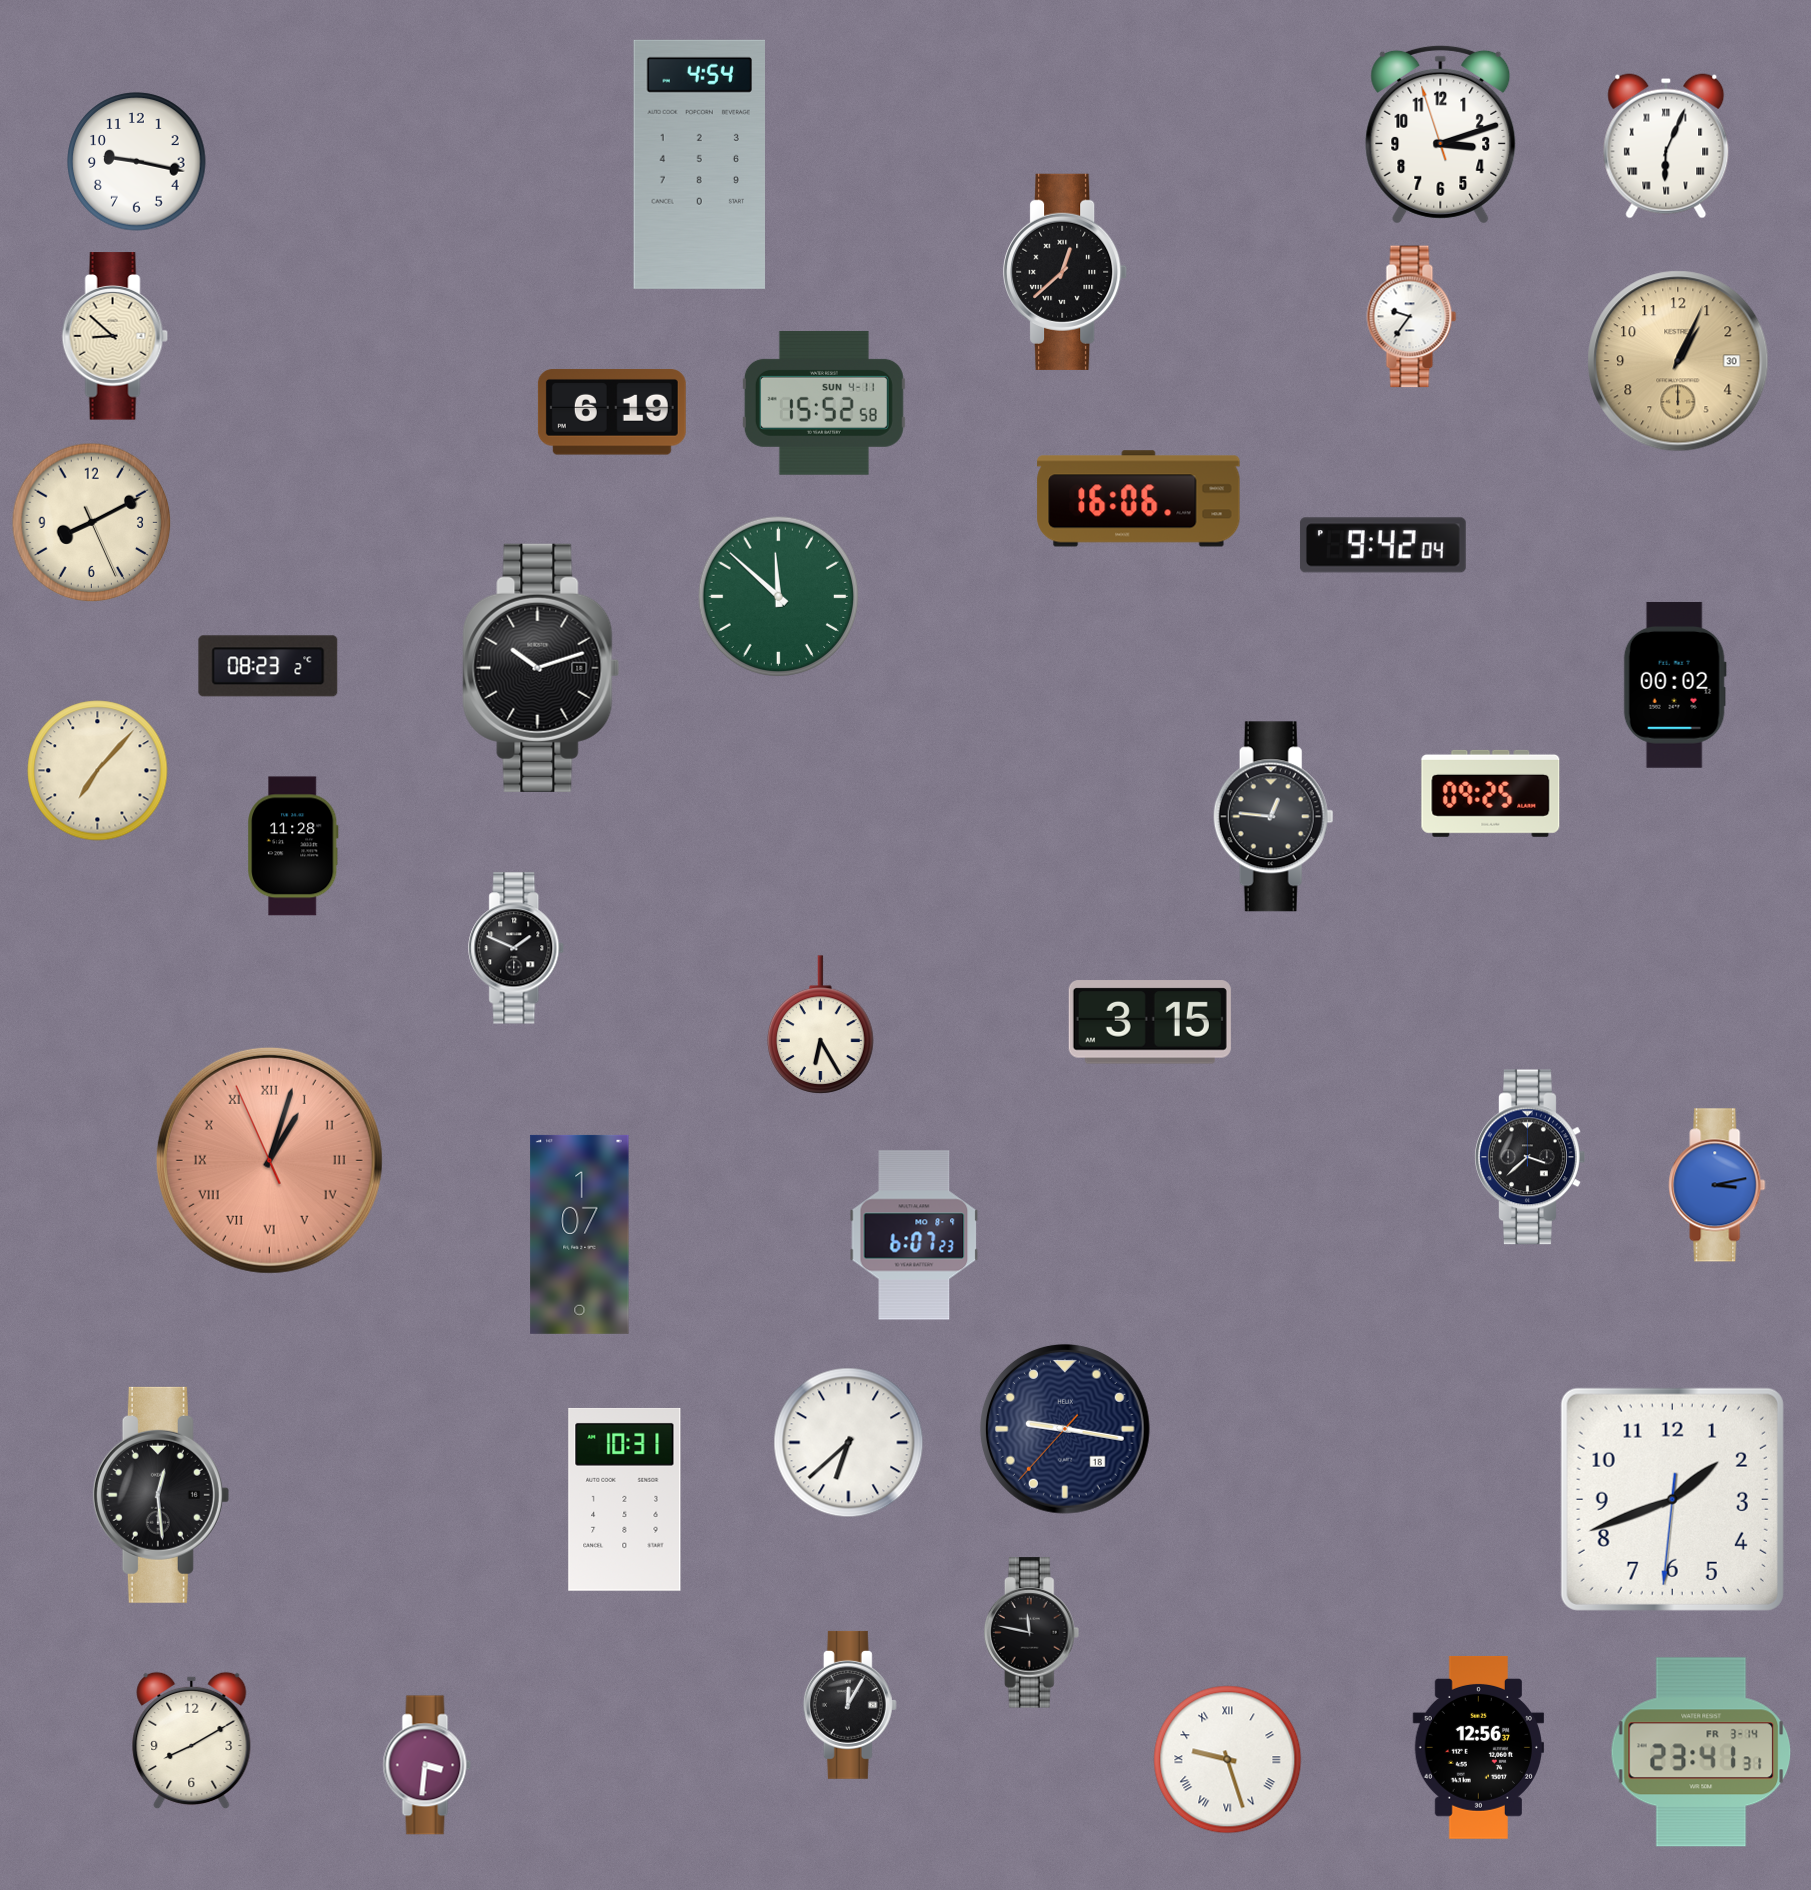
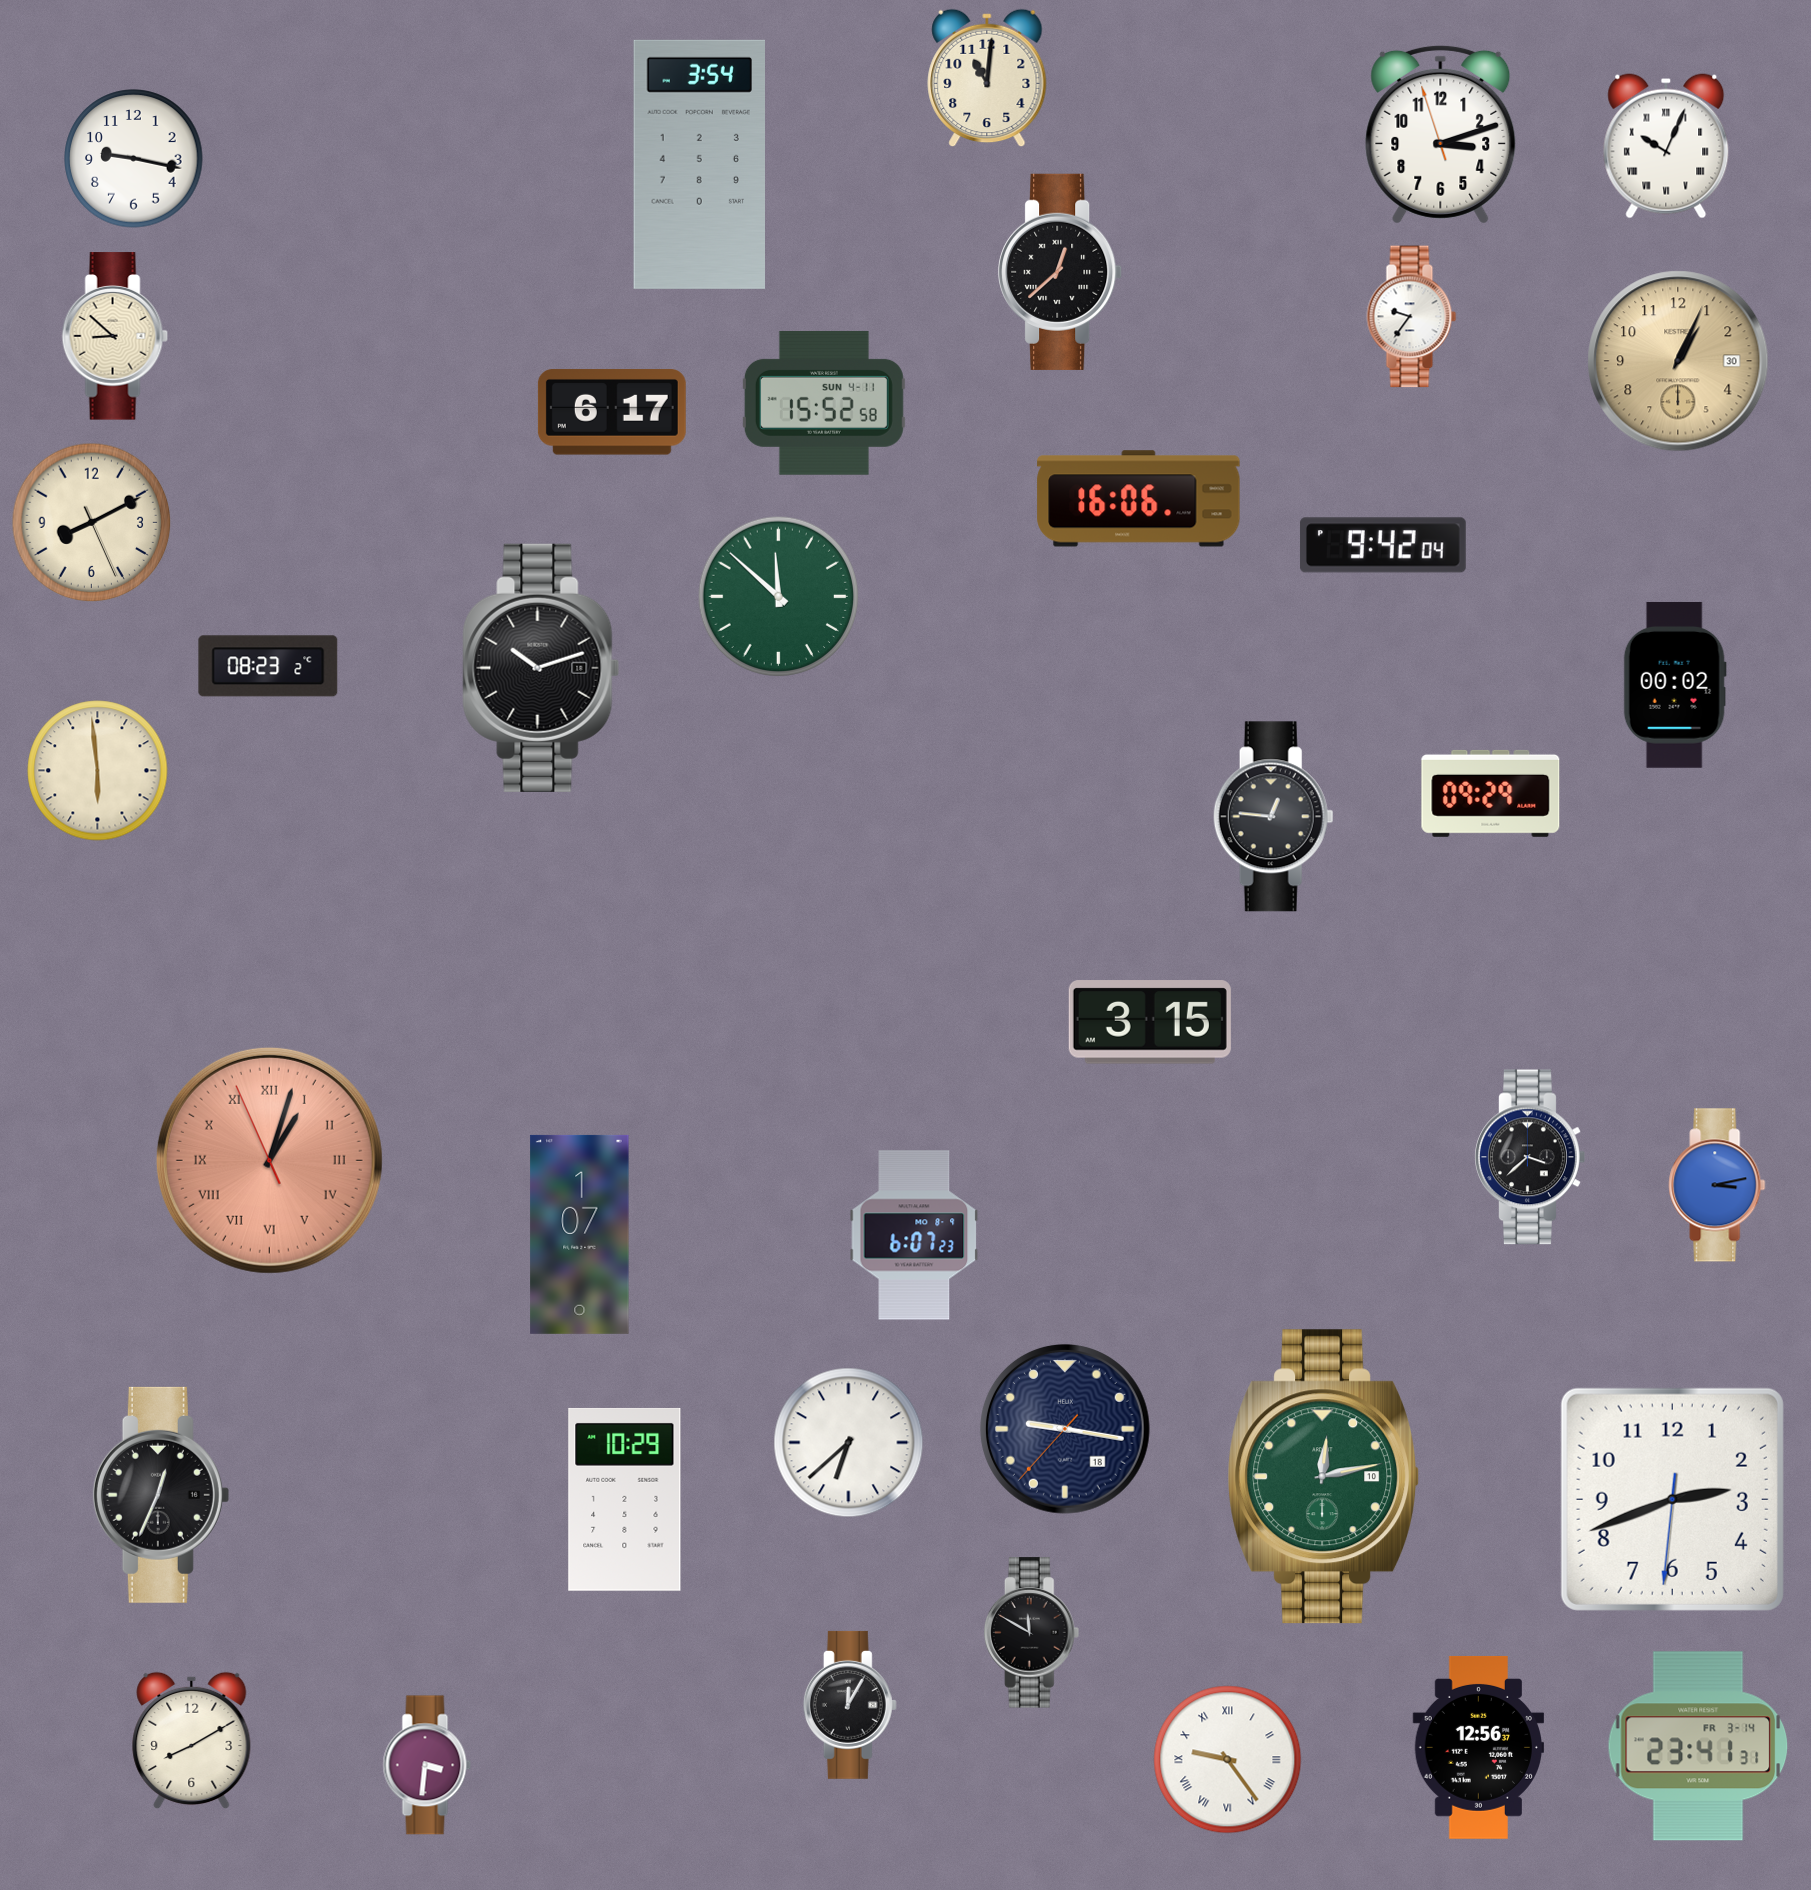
clock at (987, 78): none -> 11:01
clock at (1666, 146): 6:04 -> 10:04
clock at (137, 162) position: (137, 162) -> (134, 159)
clock at (699, 164): 4:54 -> 3:54
clock at (1066, 272) position: (1066, 272) -> (1061, 272)
clock at (612, 412): 6:19 -> 6:17
clock at (98, 771): 7:07 -> 5:59
clock at (1491, 793): 09:25 -> 09:29
clock at (293, 846): 11:28 -> none
clock at (517, 948): 1:49 -> none
clock at (821, 1025): 6:25 -> none
clock at (1323, 1477): none -> 12:13
clock at (161, 1495): 12:29 -> 12:34
clock at (625, 1499): 10:31 -> 10:29
clock at (1672, 1499): 1:41 -> 2:41
clock at (1032, 1633): 11:47 -> 11:50
clock at (1701, 1752) position: (1701, 1752) -> (1698, 1746)
clock at (1228, 1760): 9:27 -> 9:24
